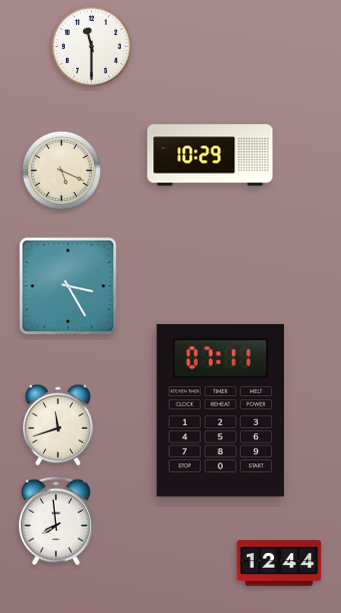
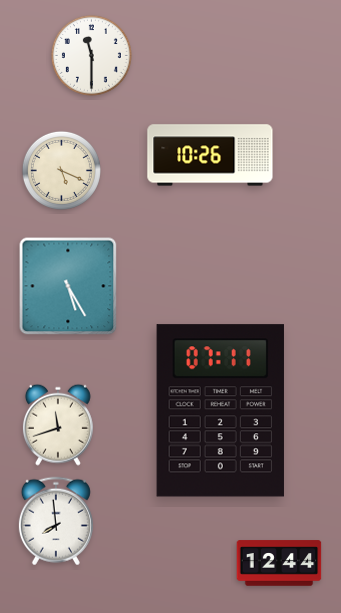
clock at (91, 46) position: (91, 46) -> (91, 55)
clock at (210, 155): 10:29 -> 10:26
clock at (68, 286): 3:25 -> 5:25
